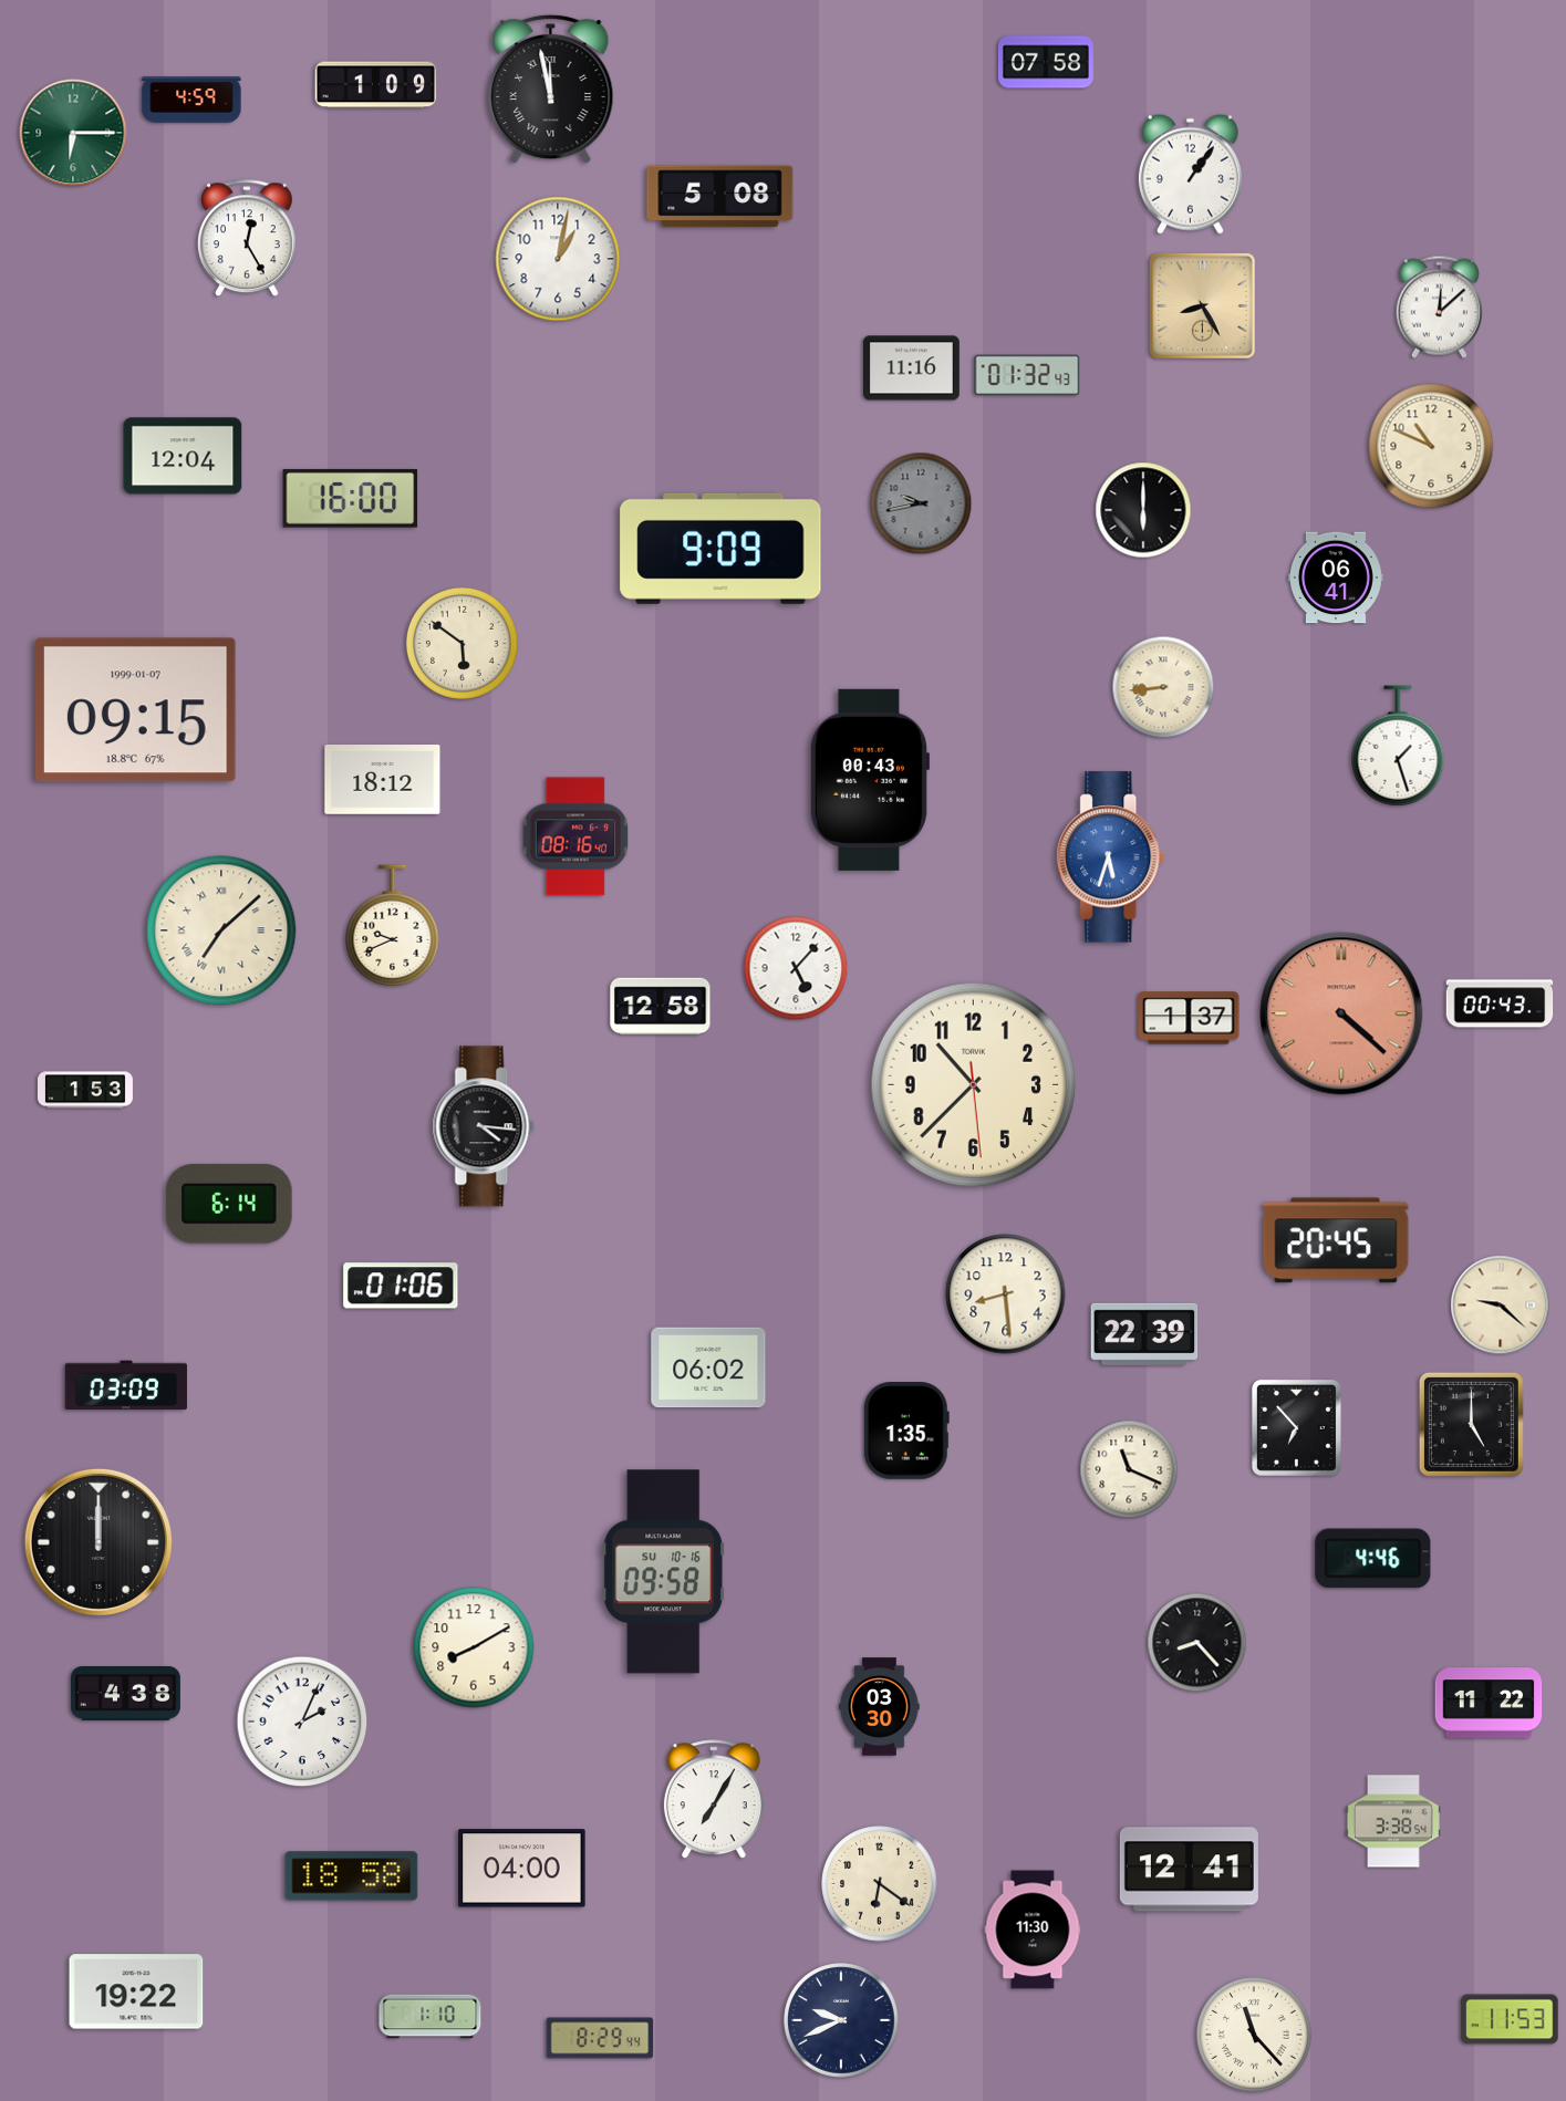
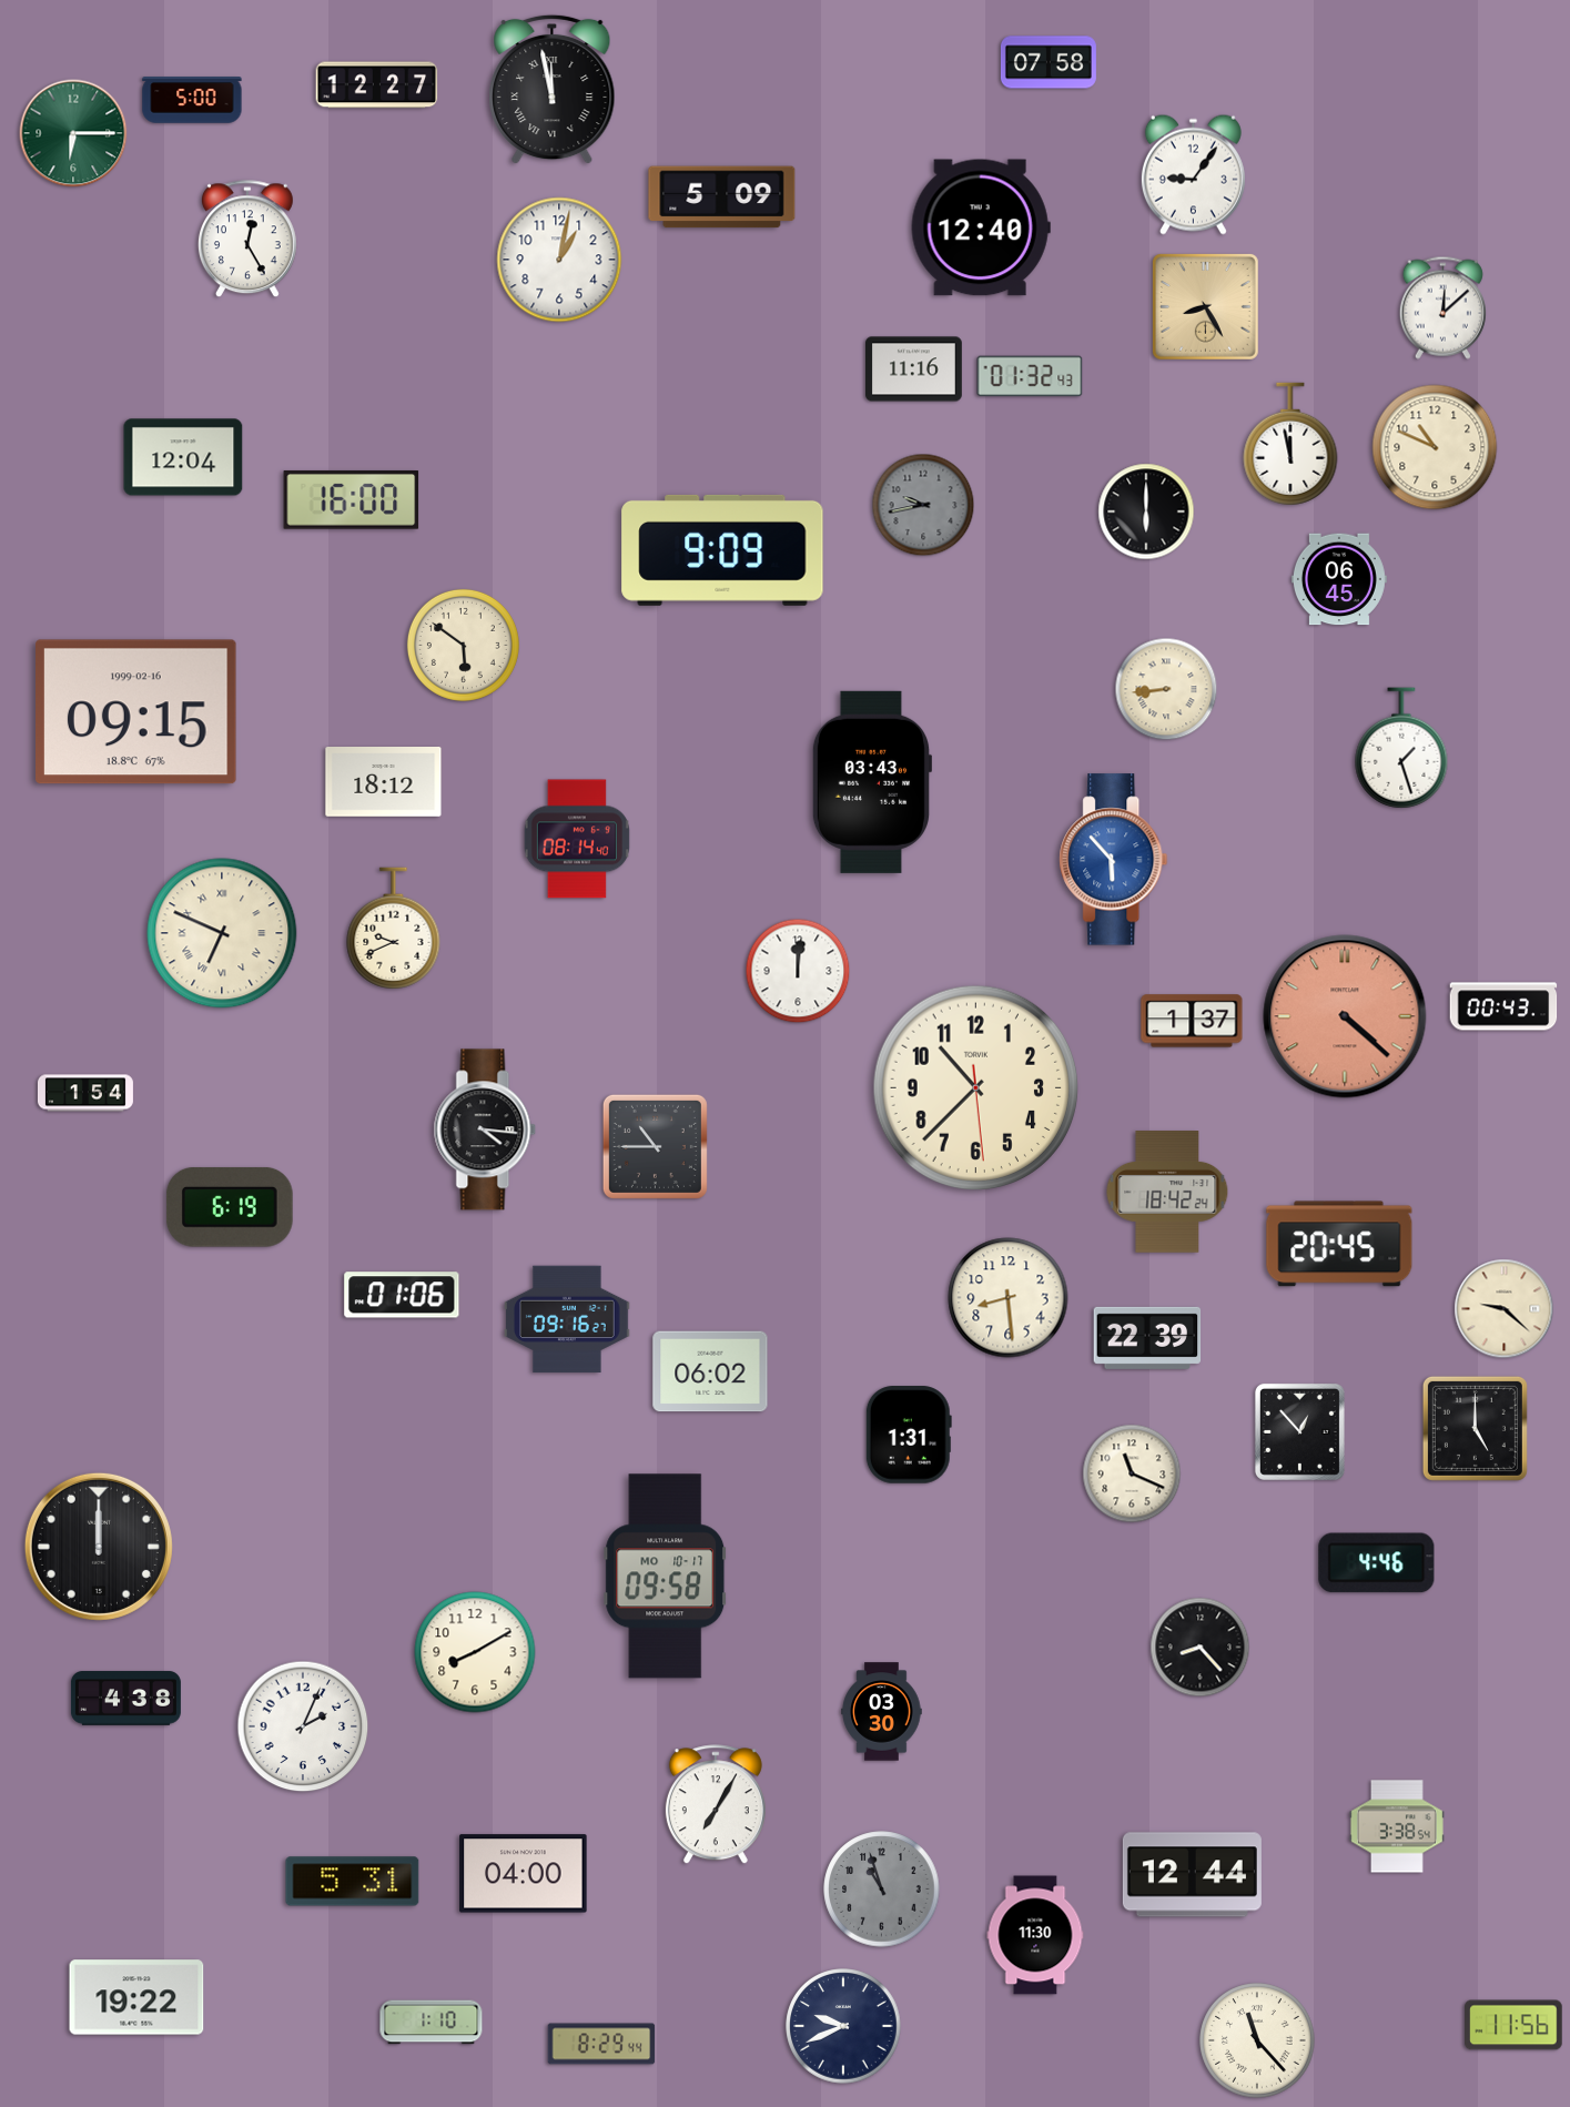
clock at (376, 85): 1:09 -> 12:27
clock at (191, 100): 4:59 -> 5:00
clock at (1190, 174): 1:06 -> 9:06
clock at (720, 197): 5:08 -> 5:09
clock at (981, 227): none -> 12:40
clock at (1290, 444): none -> 11:58
clock at (1336, 578): 06:41 -> 06:45
clock at (136, 710) date: 1999-01-07 -> 1999-02-16
clock at (869, 780): 00:43 -> 03:43
clock at (575, 836): 08:16 -> 08:14
clock at (1111, 857): 5:33 -> 5:53
clock at (221, 930): 7:08 -> 6:49
clock at (796, 968): 5:07 -> 12:01
clock at (661, 1007): 12:58 -> none
clock at (85, 1090): 1:53 -> 1:54
clock at (655, 1146): none -> 10:45
clock at (1167, 1192): none -> 18:42
clock at (229, 1204): 6:14 -> 6:19
clock at (401, 1286) position: (401, 1286) -> (402, 1295)
clock at (567, 1319): none -> 09:16
clock at (125, 1385): 03:09 -> none
clock at (1296, 1427): 6:53 -> 12:53
clock at (906, 1431): 1:35 -> 1:31
clock at (664, 1572) date: SU 10-16 -> MO 10-17
clock at (1489, 1703): 11:22 -> none
clock at (1189, 1870): 12:41 -> 12:44
clock at (352, 1876): 18:58 -> 5:31
clock at (880, 1884): 6:21 -> 10:57
clock at (880, 1884) dial: cream -> grey
clock at (1510, 2019): 11:53 -> 11:56
